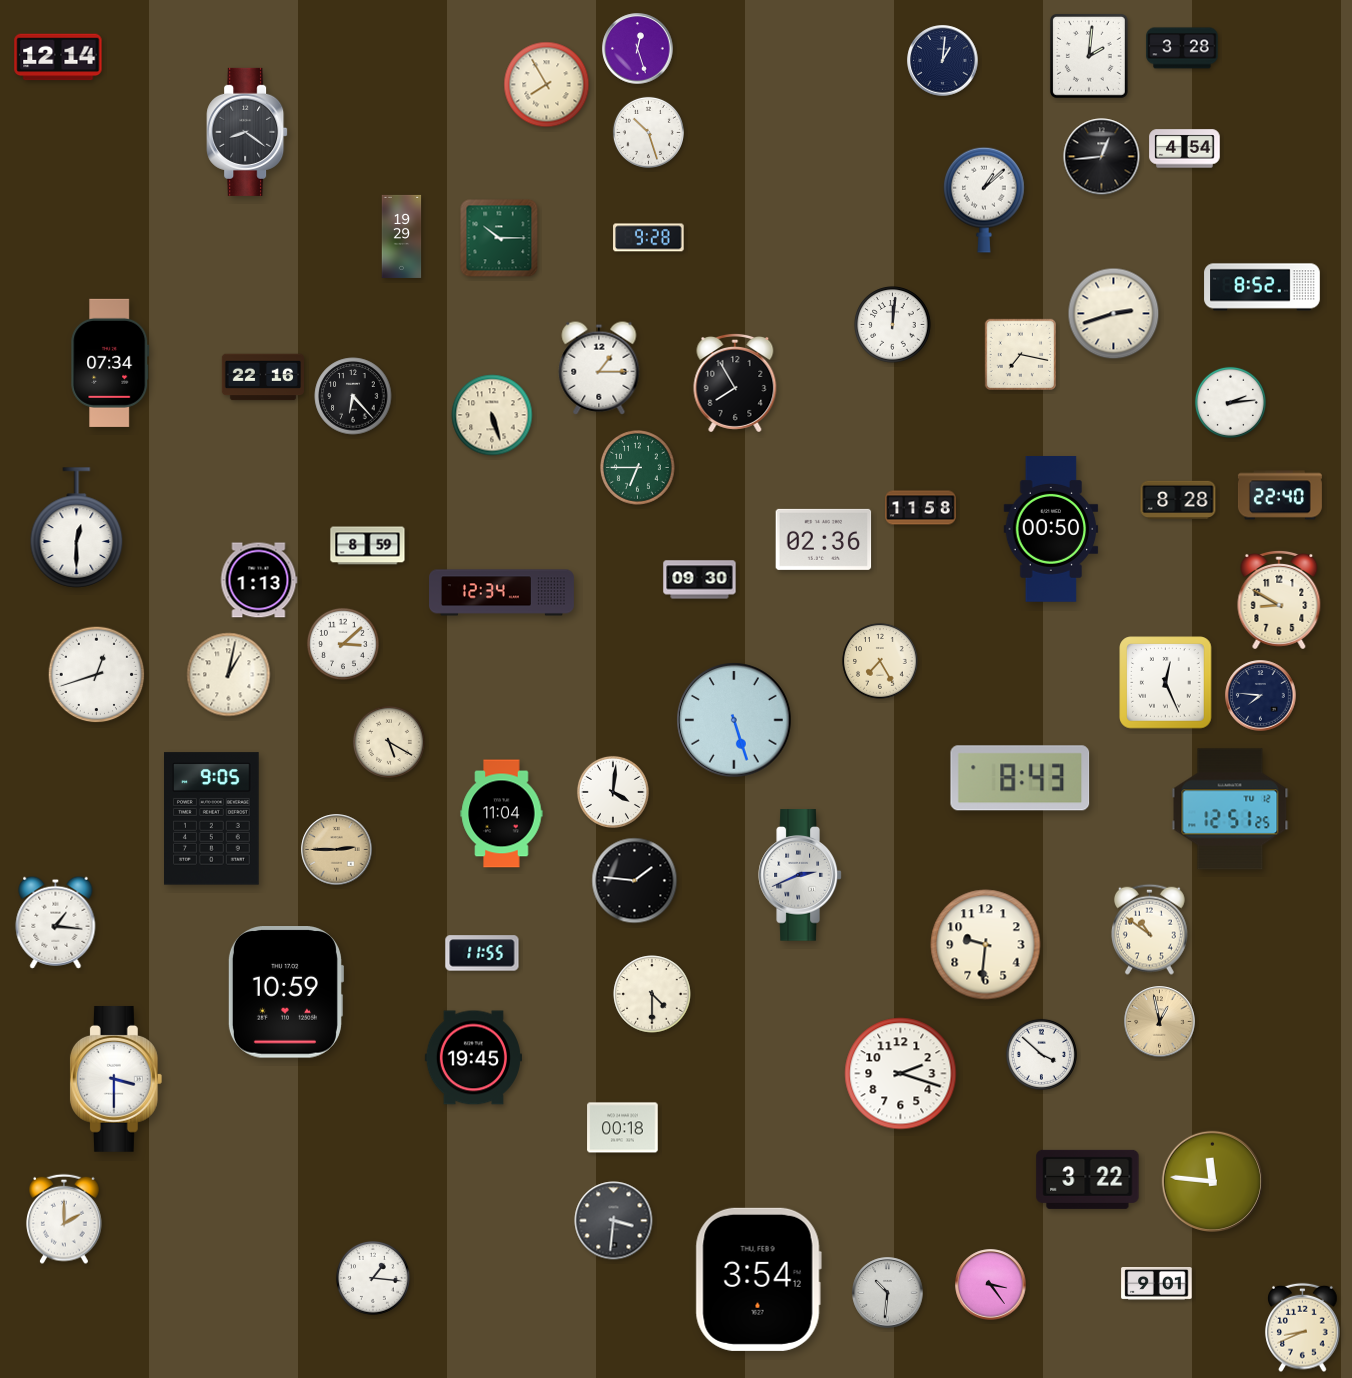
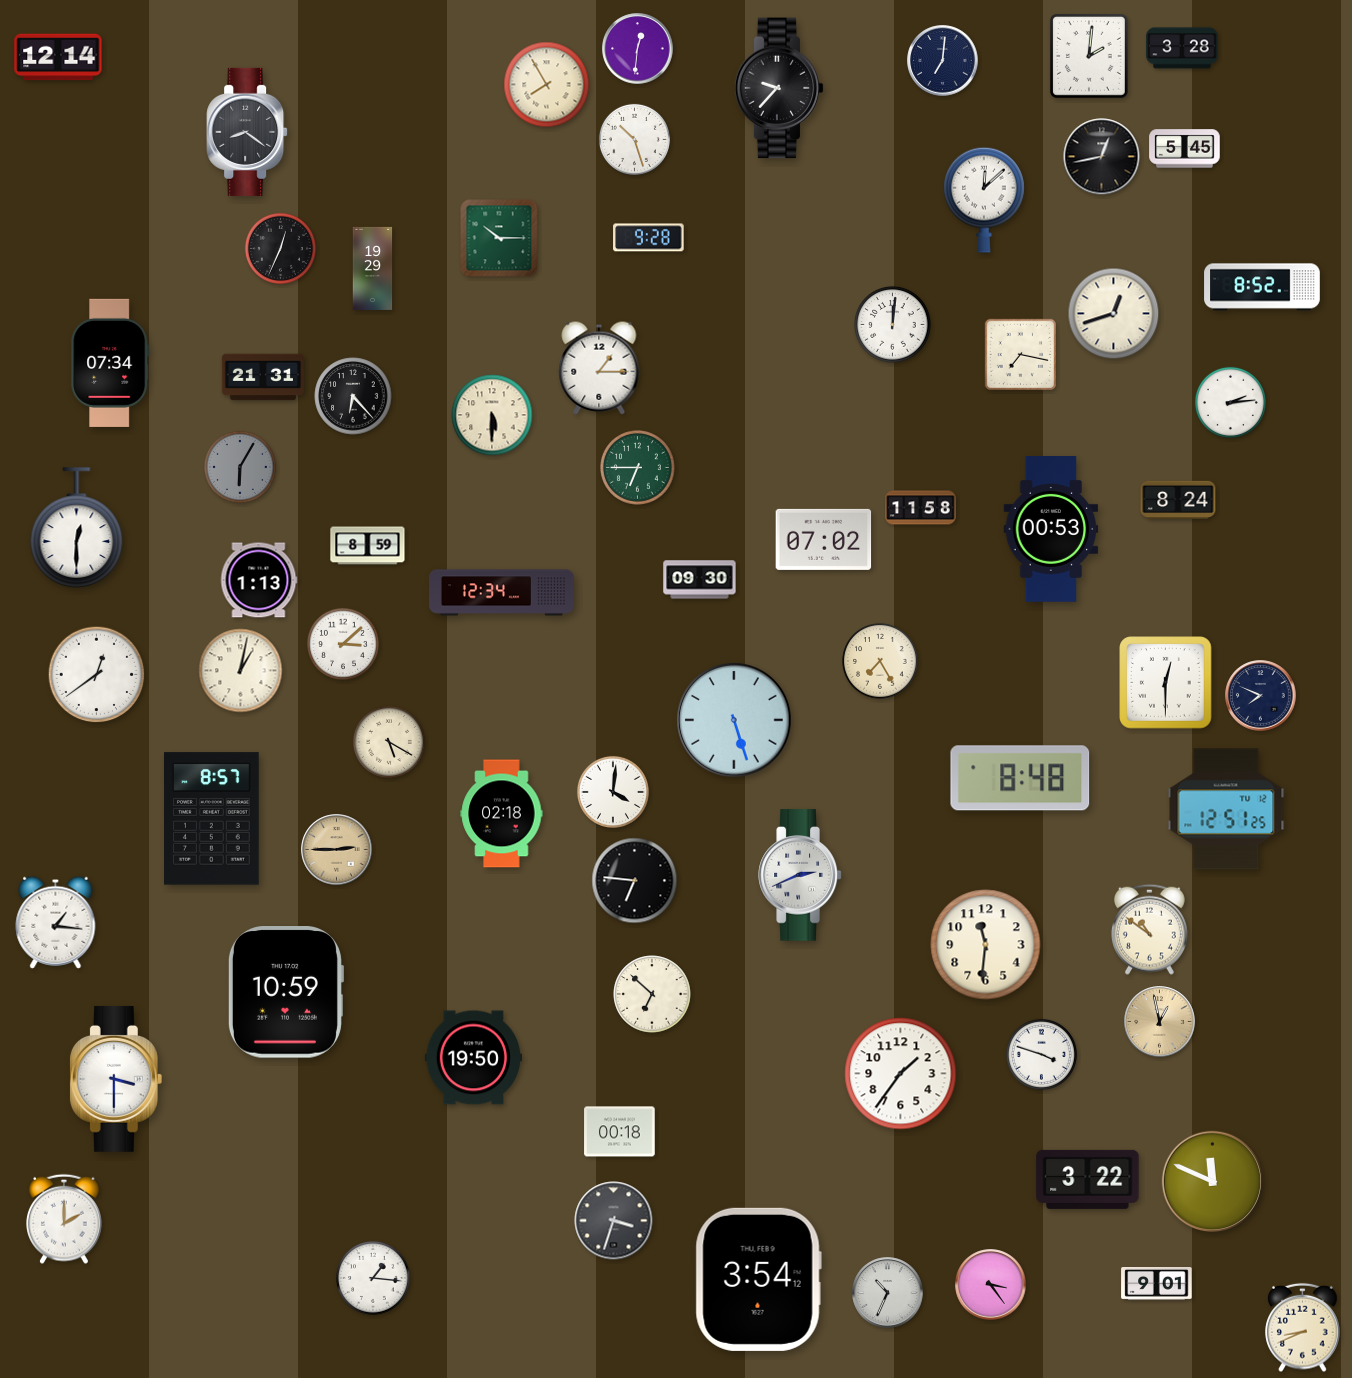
clock at (638, 49): 12:27 -> 12:31
clock at (943, 61): 1:01 -> 7:01
clock at (779, 88): none -> 9:37
clock at (648, 132) position: (648, 132) -> (634, 139)
clock at (1185, 149): 4:54 -> 5:45
clock at (1102, 157): 12:44 -> 12:43
clock at (985, 200): 1:08 -> 12:08
clock at (402, 236) position: (402, 236) -> (373, 268)
clock at (280, 248): none -> 12:34
clock at (1114, 314): 2:42 -> 12:42
clock at (262, 377): 22:16 -> 21:31
clock at (735, 383): 7:55 -> none
clock at (492, 415): 5:27 -> 5:30
clock at (240, 467): none -> 6:05
clock at (1280, 495): 22:40 -> none
clock at (1178, 499): 8:28 -> 8:24
clock at (1051, 530): 00:50 -> 00:53
clock at (824, 539): 02:36 -> 07:02
clock at (1279, 600): 8:50 -> none
clock at (97, 675): 12:42 -> 12:39
clock at (229, 675) position: (229, 675) -> (241, 671)
clock at (1166, 683): 12:26 -> 12:30
clock at (1261, 696): 7:46 -> 7:49
clock at (1020, 778): 8:43 -> 8:48
clock at (1230, 809) position: (1230, 809) -> (1226, 809)
clock at (502, 814): 11:04 -> 02:18
clock at (212, 819): 9:05 -> 8:57
clock at (635, 881): 1:46 -> 6:46
clock at (986, 945): 9:31 -> 11:31
clock at (482, 953): 11:55 -> none
clock at (652, 994): 4:30 -> 6:52
clock at (1041, 1054): 3:52 -> 3:48
clock at (473, 1058): 19:45 -> 19:50
clock at (901, 1074): 2:18 -> 1:36
clock at (623, 1128) position: (623, 1128) -> (620, 1132)
clock at (1212, 1181): 11:46 -> 11:49
clock at (614, 1221): 3:31 -> 3:33
clock at (888, 1293): 10:31 -> 10:34
